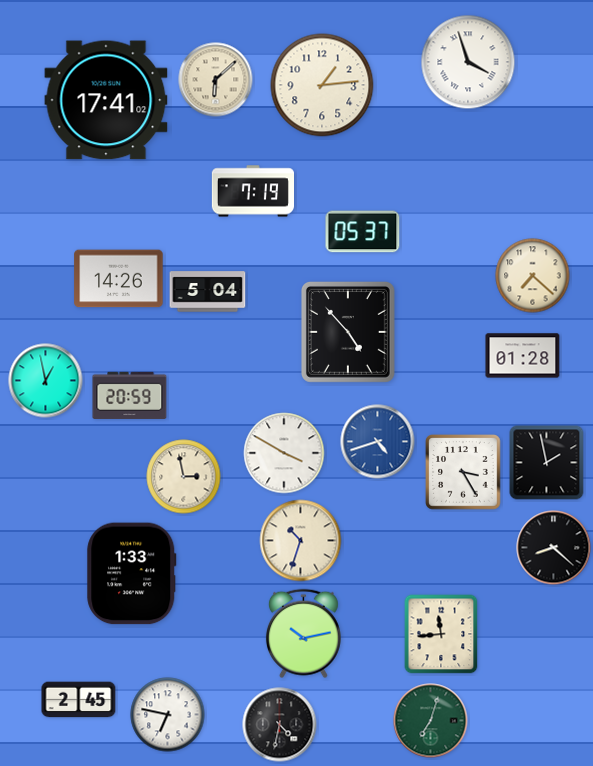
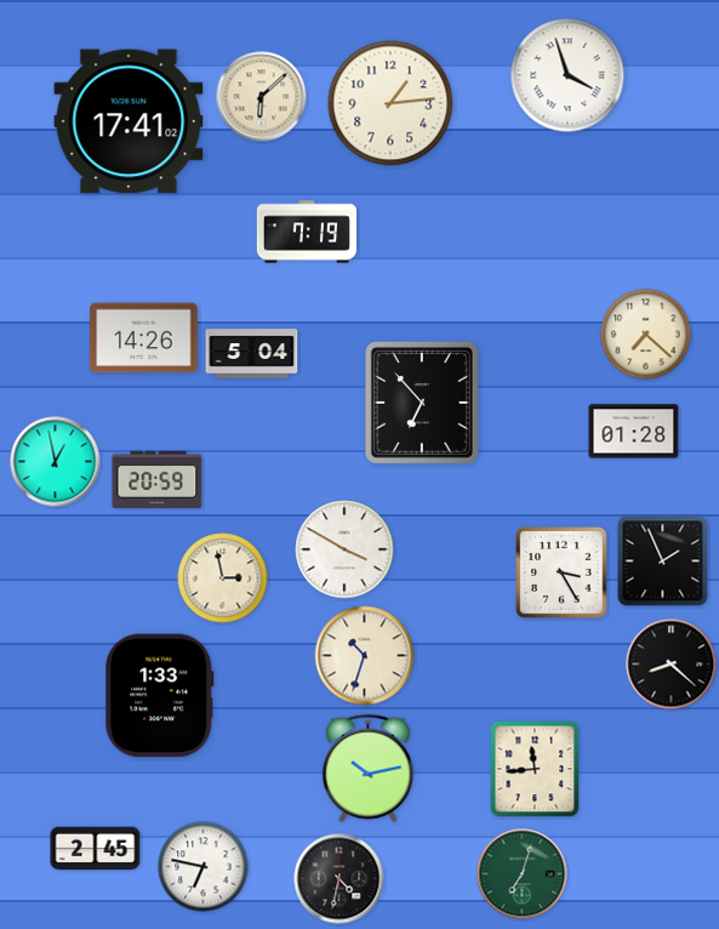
clock at (363, 232): 05:37 -> none
clock at (348, 332): 4:53 -> 6:53
clock at (378, 442): 4:42 -> none
clock at (547, 463): 1:58 -> 1:56
